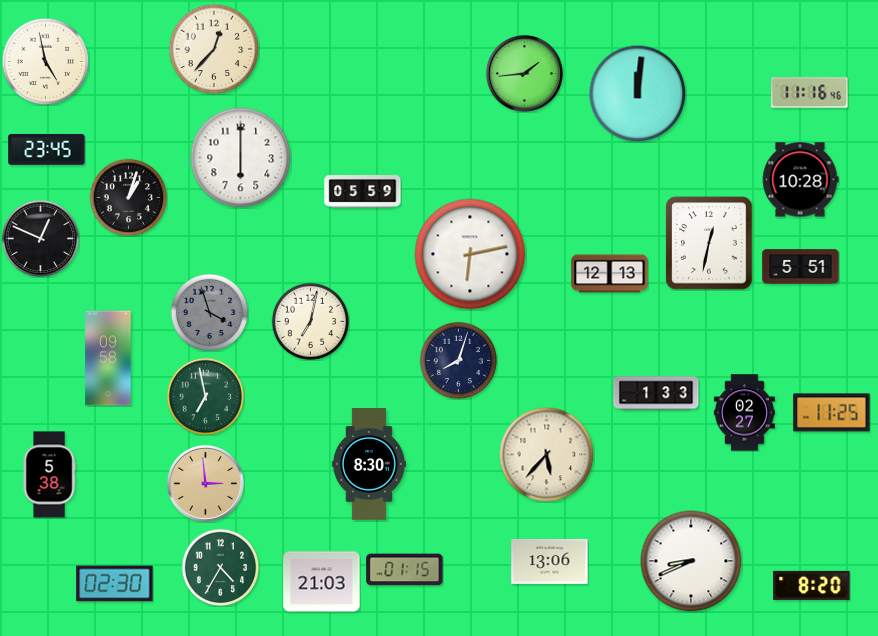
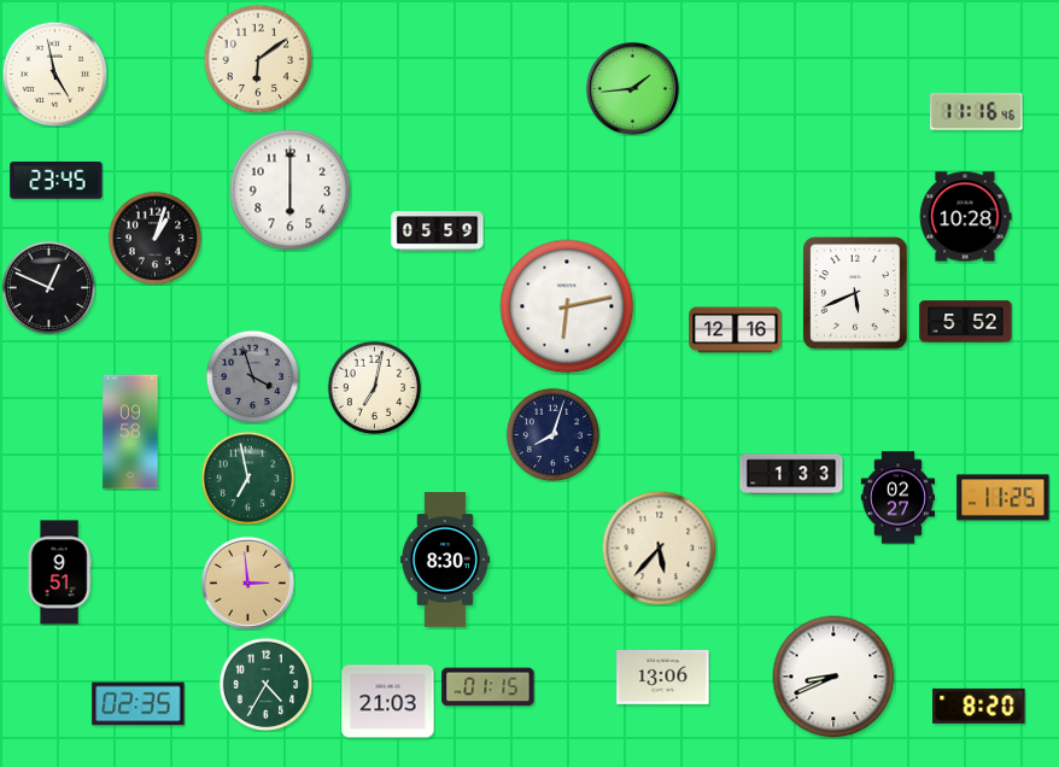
clock at (214, 49): 12:37 -> 6:09
clock at (637, 93): 12:01 -> none
clock at (709, 243): 12:32 -> 5:41
clock at (801, 267): 5:51 -> 5:52
clock at (610, 274): 12:13 -> 12:16
clock at (49, 475): 5:38 -> 9:51
clock at (115, 584): 02:30 -> 02:35
